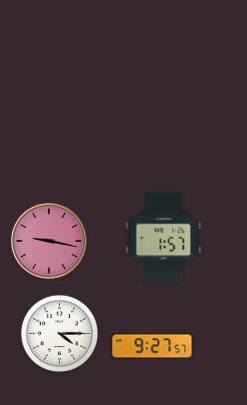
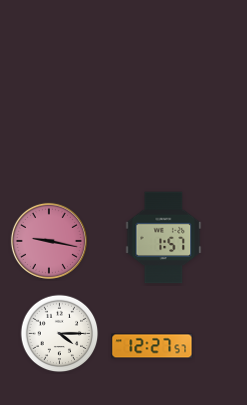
clock at (152, 346): 9:27 -> 12:27
